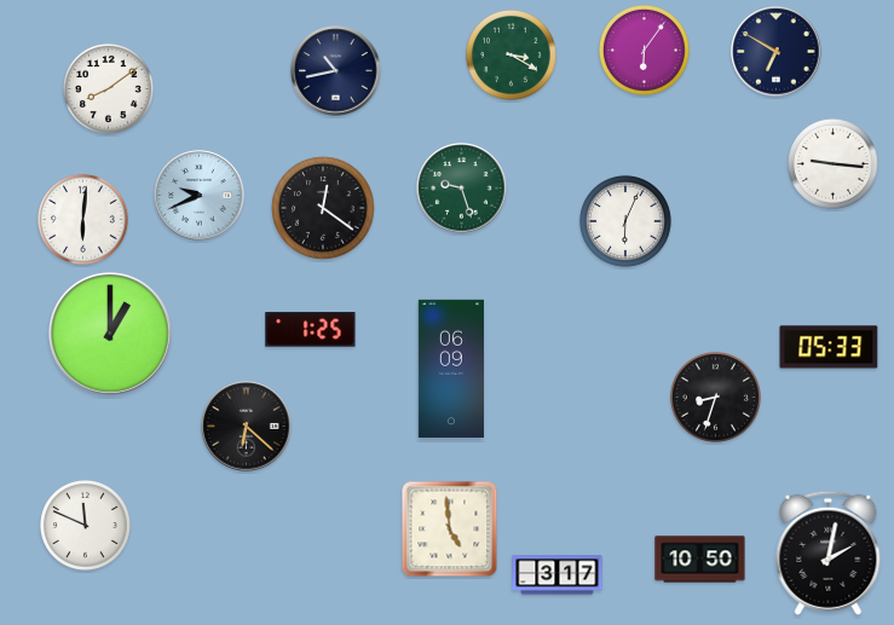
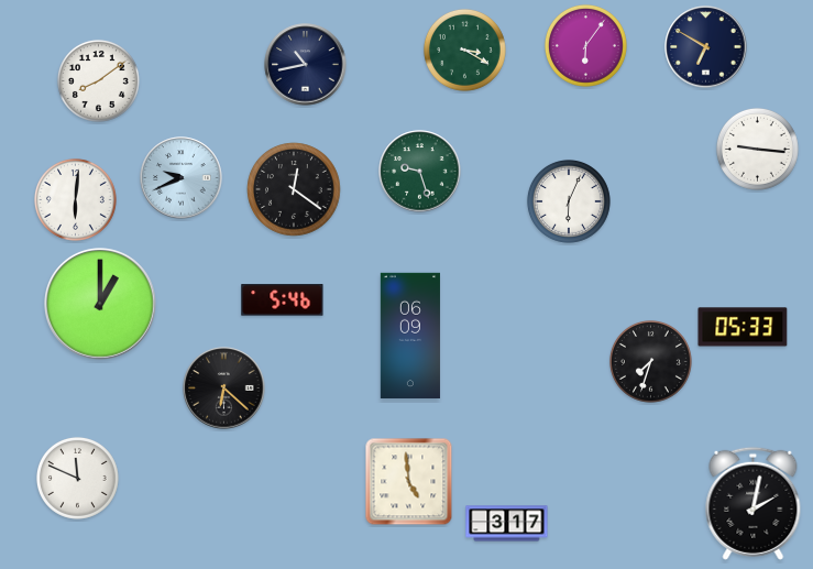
clock at (311, 330): 1:25 -> 5:46
clock at (829, 347) position: (829, 347) -> (743, 327)
clock at (715, 397): 8:33 -> 7:33
clock at (700, 560): 10:50 -> none
